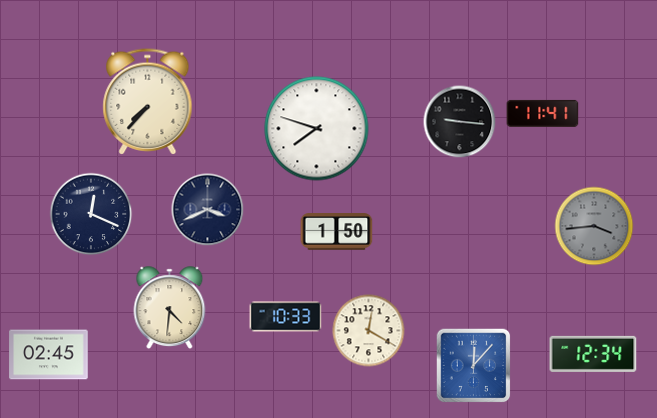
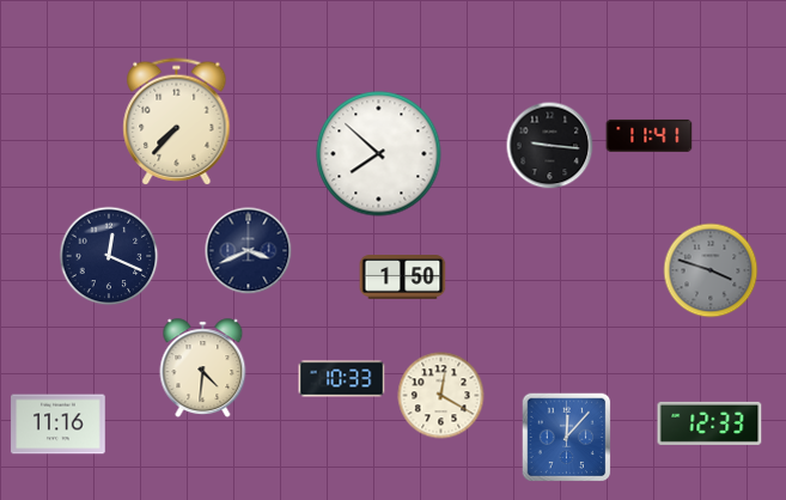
clock at (317, 129): 7:48 -> 7:52
clock at (594, 226): 3:44 -> 3:48
clock at (593, 354): 12:34 -> 12:33
clock at (49, 355): 02:45 -> 11:16
